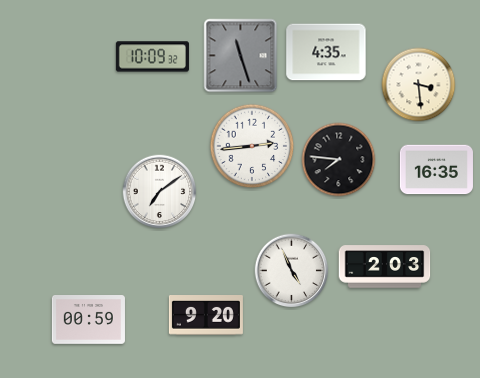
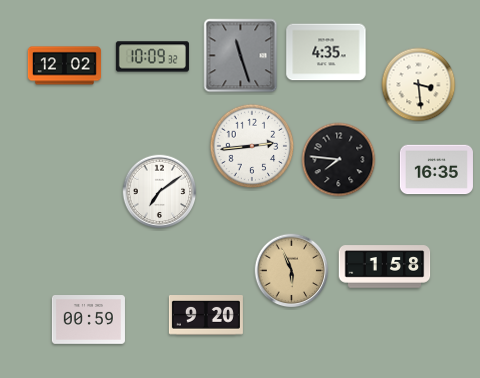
clock at (64, 66): none -> 12:02
clock at (385, 267): 2:03 -> 1:58
clock at (292, 271): 4:56 -> 5:56
clock at (292, 271) dial: white -> champagne
